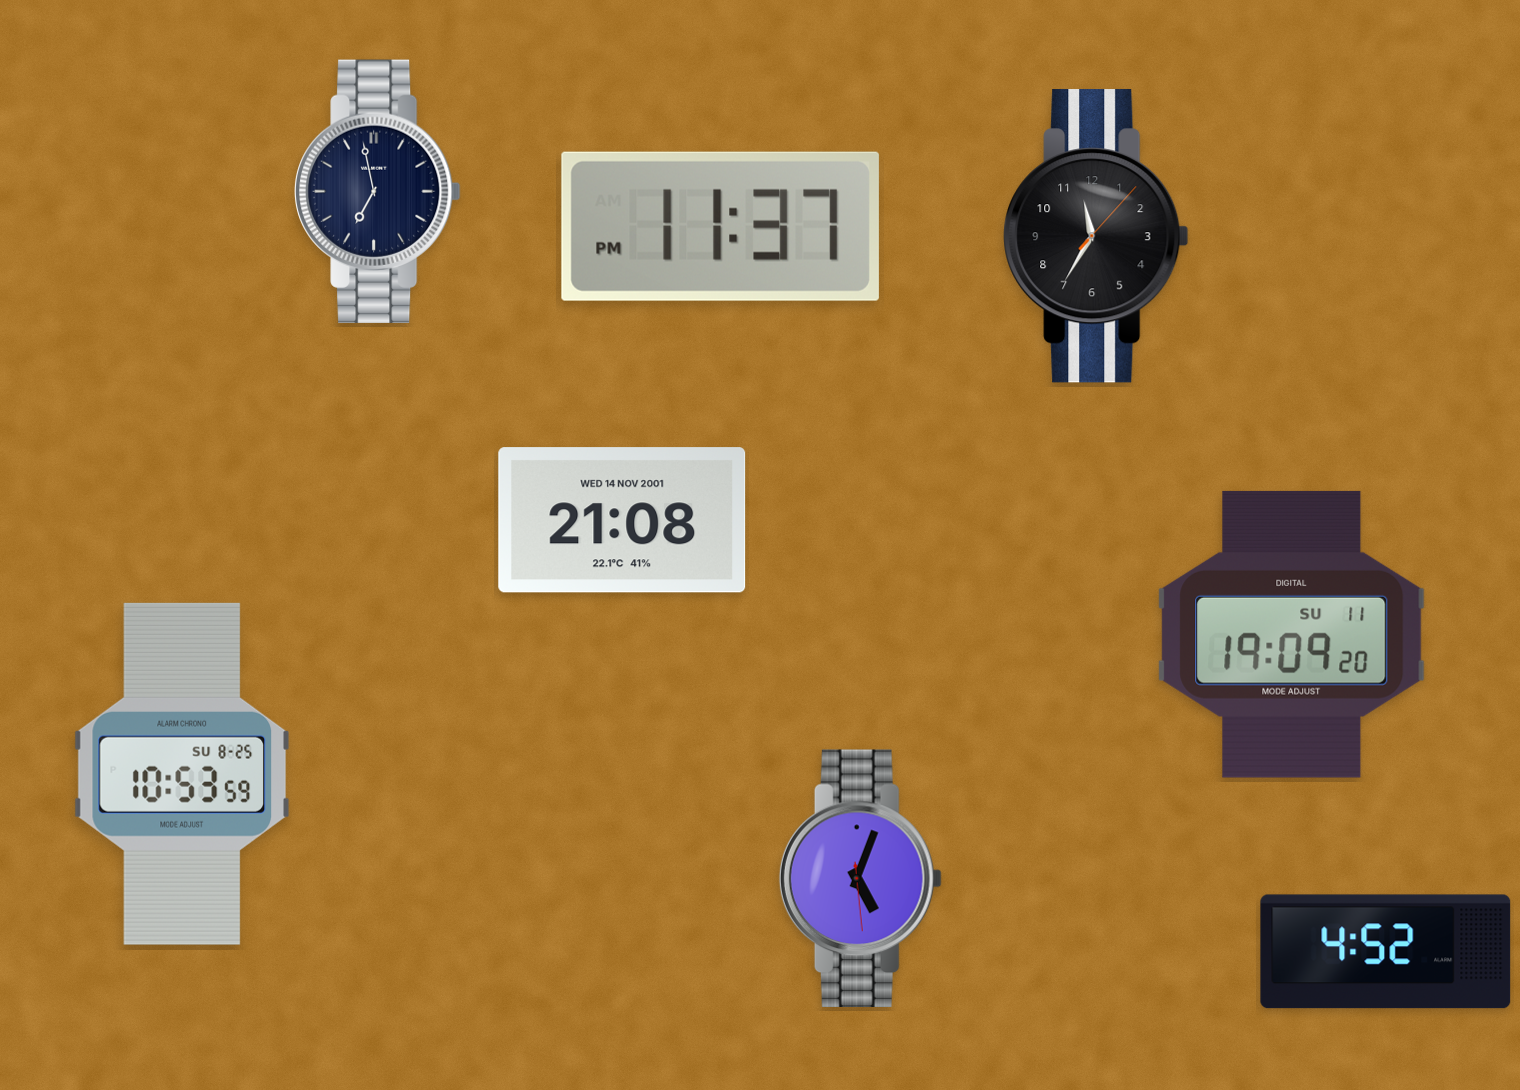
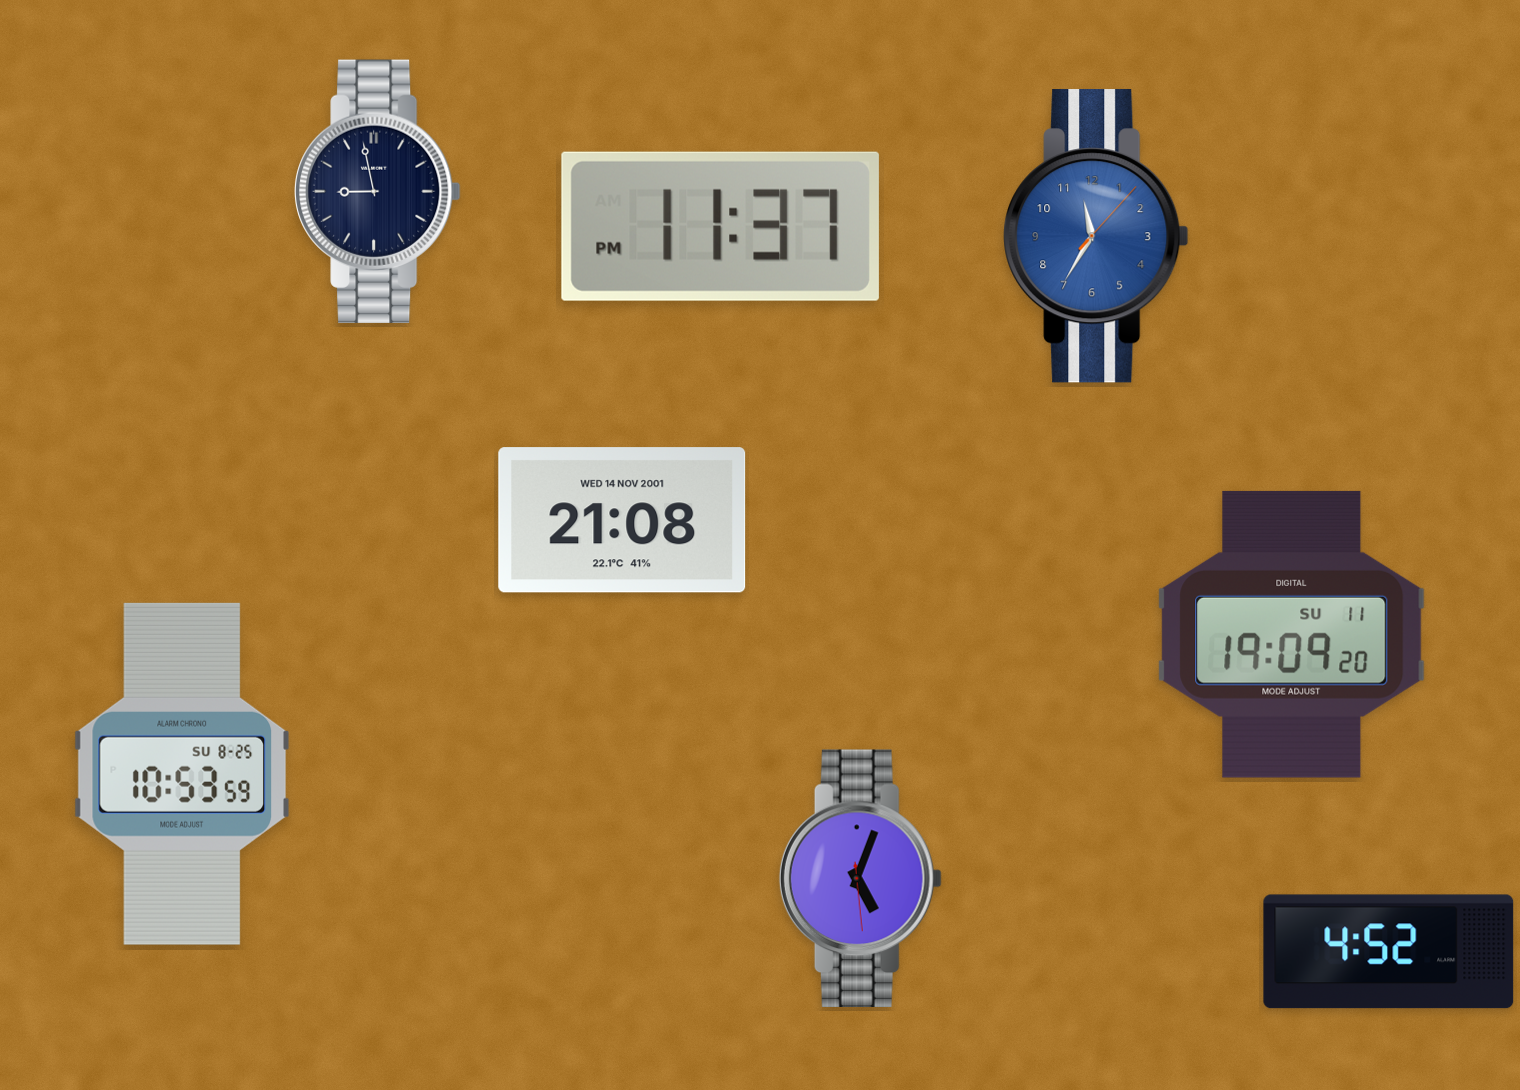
clock at (378, 191): 6:58 -> 8:58
clock at (1096, 236) dial: black -> blue
clock at (1386, 952) position: (1386, 952) -> (1389, 952)
